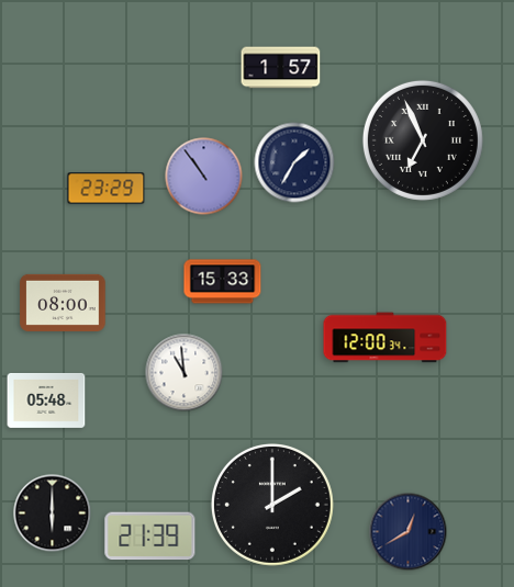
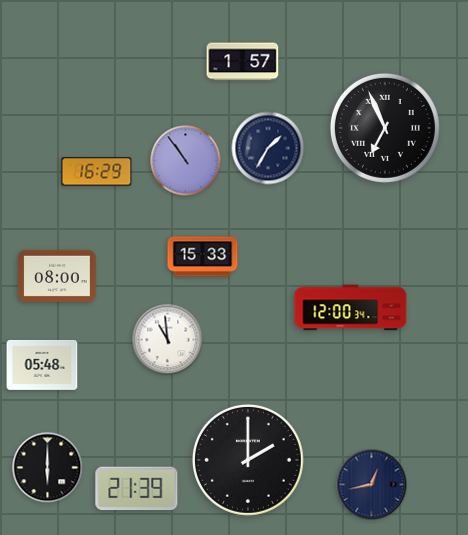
clock at (281, 68) position: (281, 68) -> (243, 62)
clock at (107, 189): 23:29 -> 16:29
clock at (409, 532): 12:40 -> 12:43
